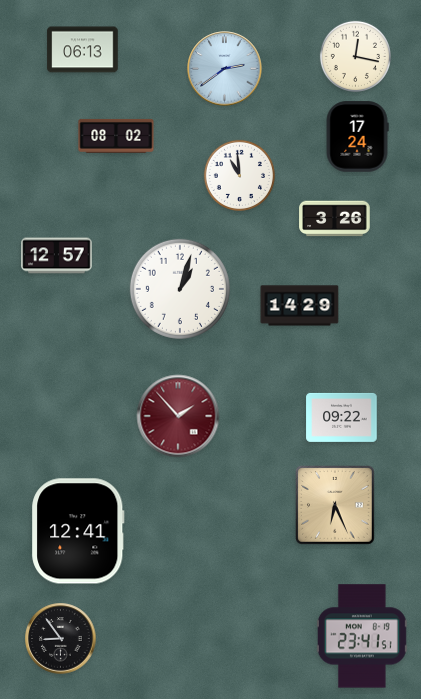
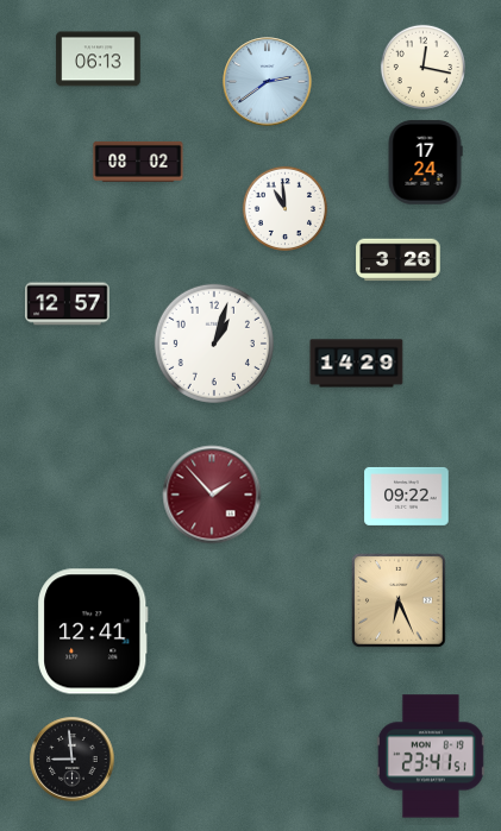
clock at (61, 639): 8:54 -> 8:59
